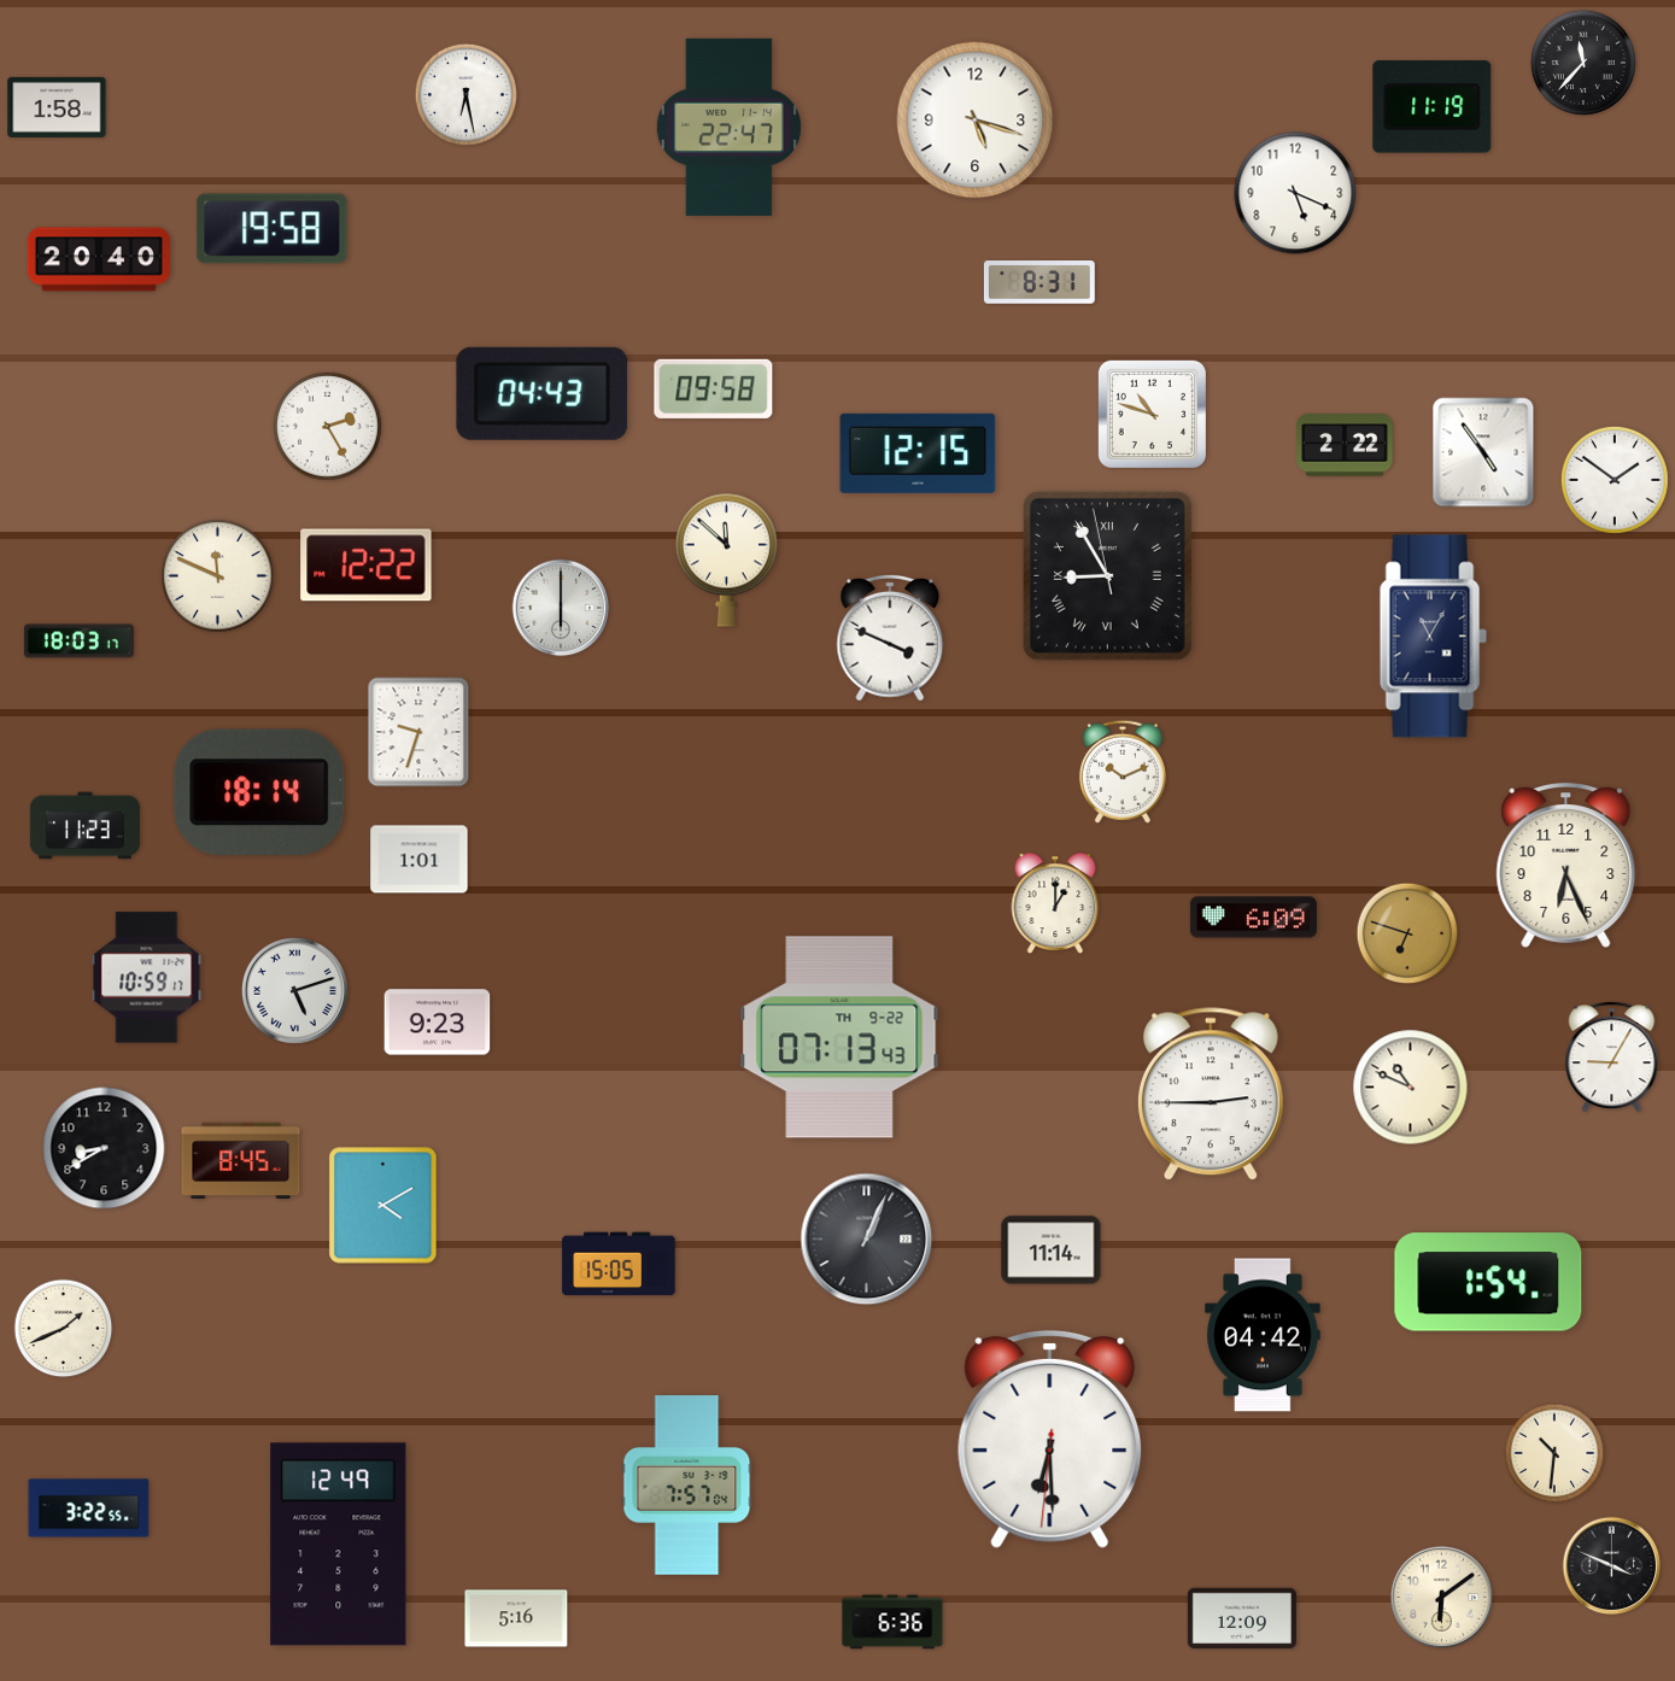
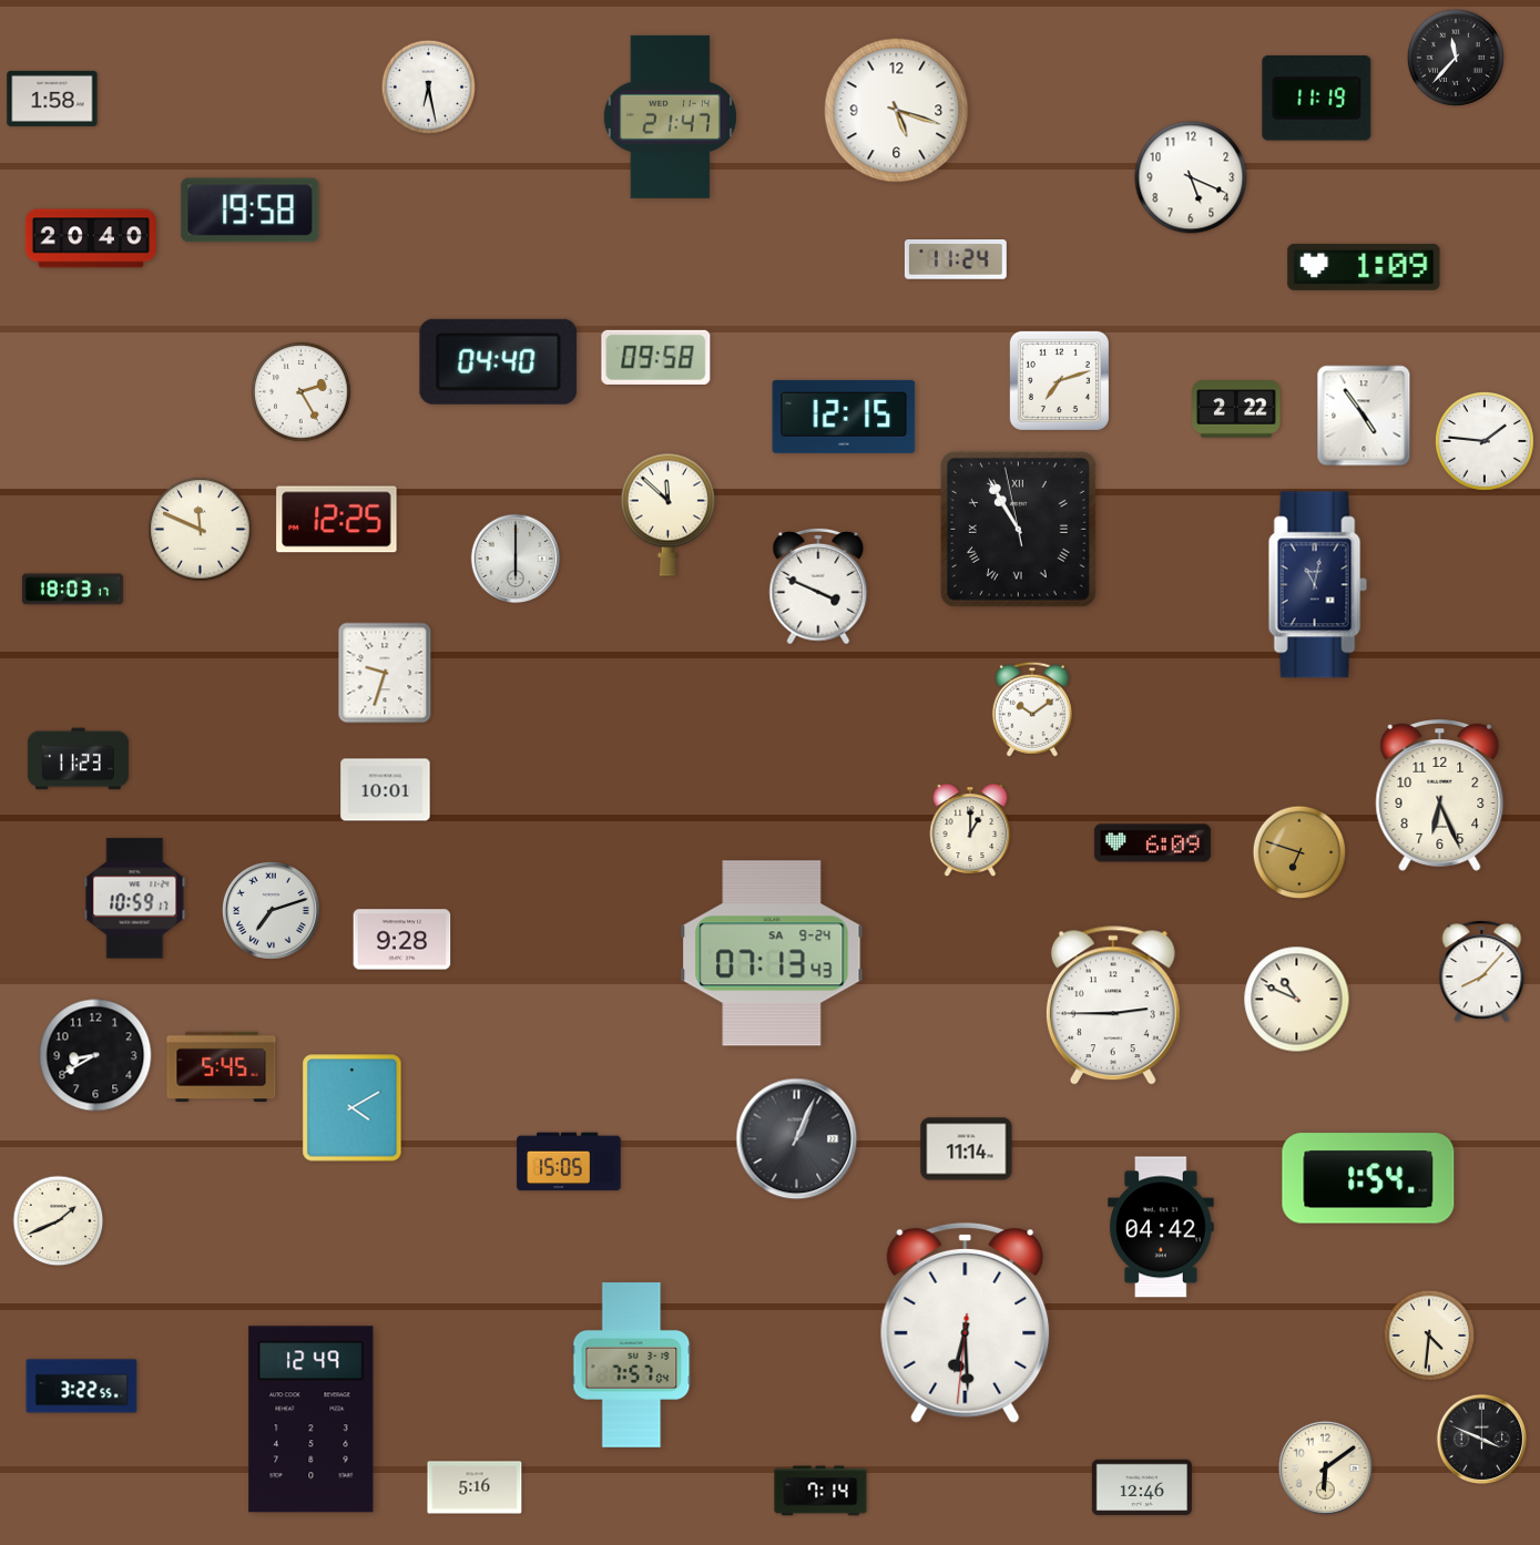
clock at (728, 127): 22:47 -> 21:47
clock at (1039, 283): 8:31 -> 11:24
clock at (1364, 267): none -> 1:09
clock at (543, 393): 04:43 -> 04:40
clock at (1152, 414): 10:48 -> 7:12
clock at (1615, 480): 1:51 -> 1:46
clock at (367, 566): 12:22 -> 12:25
clock at (1107, 575): 8:54 -> 10:54
clock at (1433, 637): 11:05 -> 11:02
clock at (1123, 772): 10:11 -> 10:09
clock at (259, 791): 18:14 -> none
clock at (420, 860): 1:01 -> 10:01
clock at (1407, 933) position: (1407, 933) -> (1299, 852)
clock at (294, 990): 5:12 -> 7:12
clock at (438, 1023): 9:23 -> 9:28
clock at (839, 1037) date: TH 9-22 -> SA 9-24
clock at (1612, 1058): 9:05 -> 8:07
clock at (241, 1161): 8:45 -> 5:45
clock at (1554, 1453): 10:31 -> 4:31
clock at (1242, 1618): 12:09 -> 12:46
clock at (892, 1622): 6:36 -> 7:14
